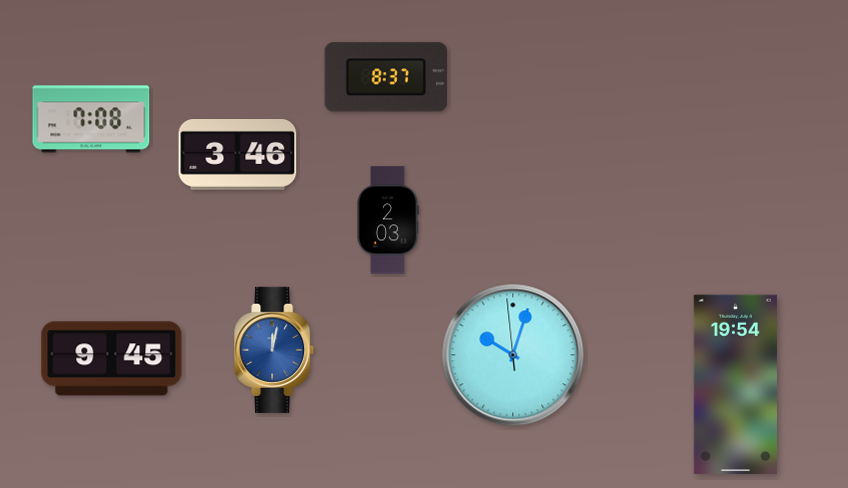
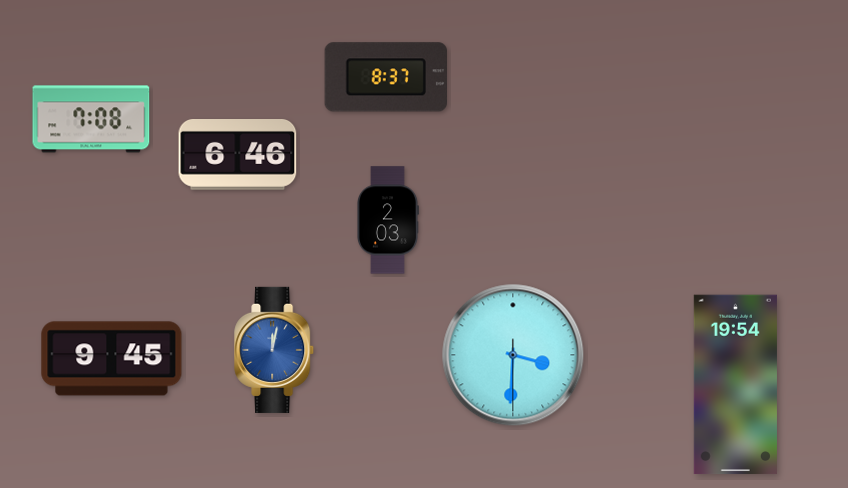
clock at (238, 155): 3:46 -> 6:46
clock at (513, 355): 10:02 -> 3:30
